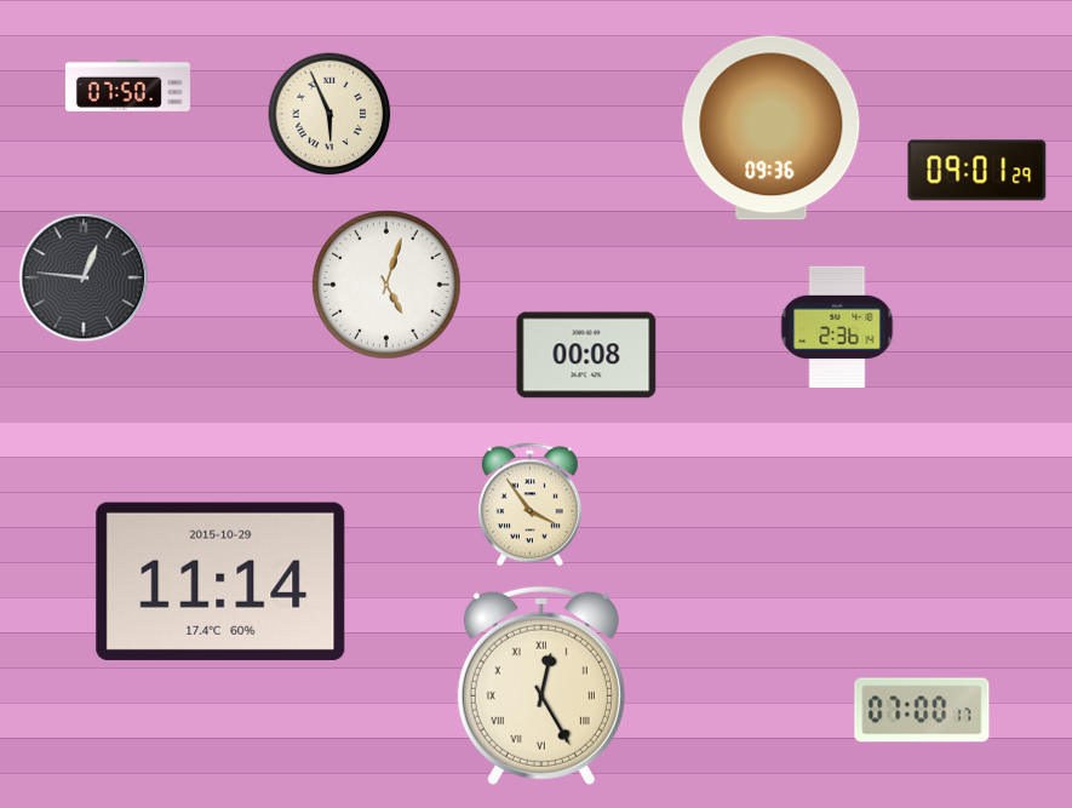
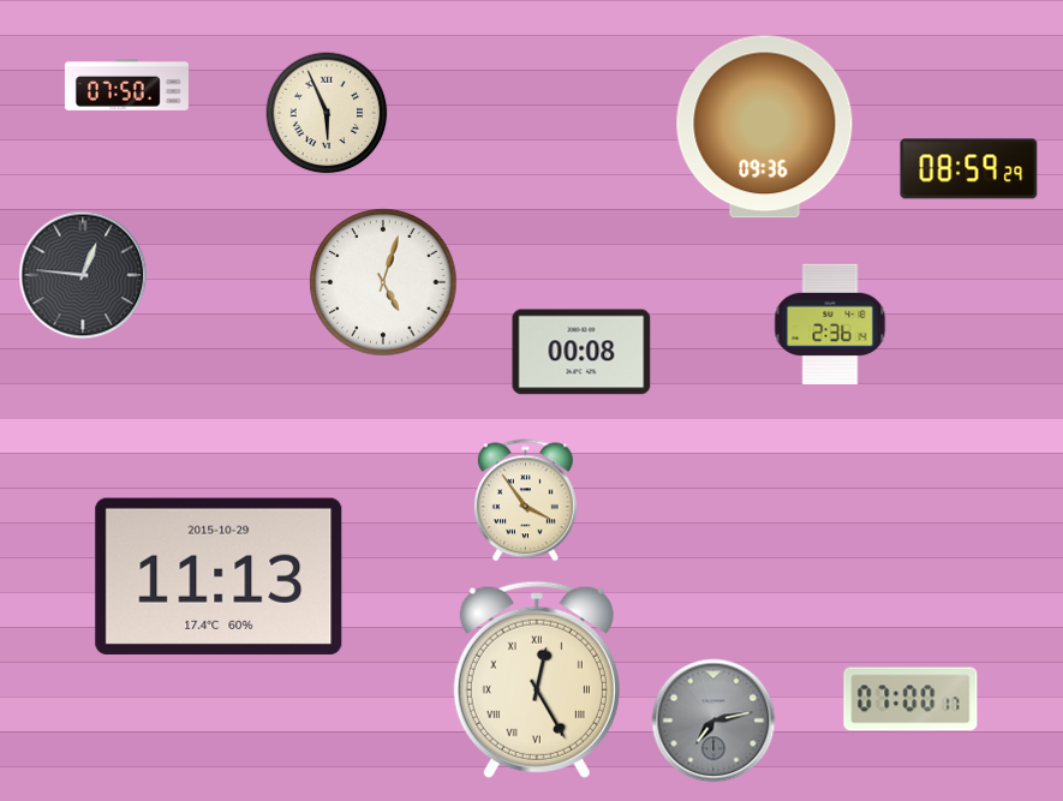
clock at (978, 171): 09:01 -> 08:59
clock at (220, 581): 11:14 -> 11:13
clock at (922, 710) position: (922, 710) -> (910, 699)
clock at (713, 721): none -> 7:13
